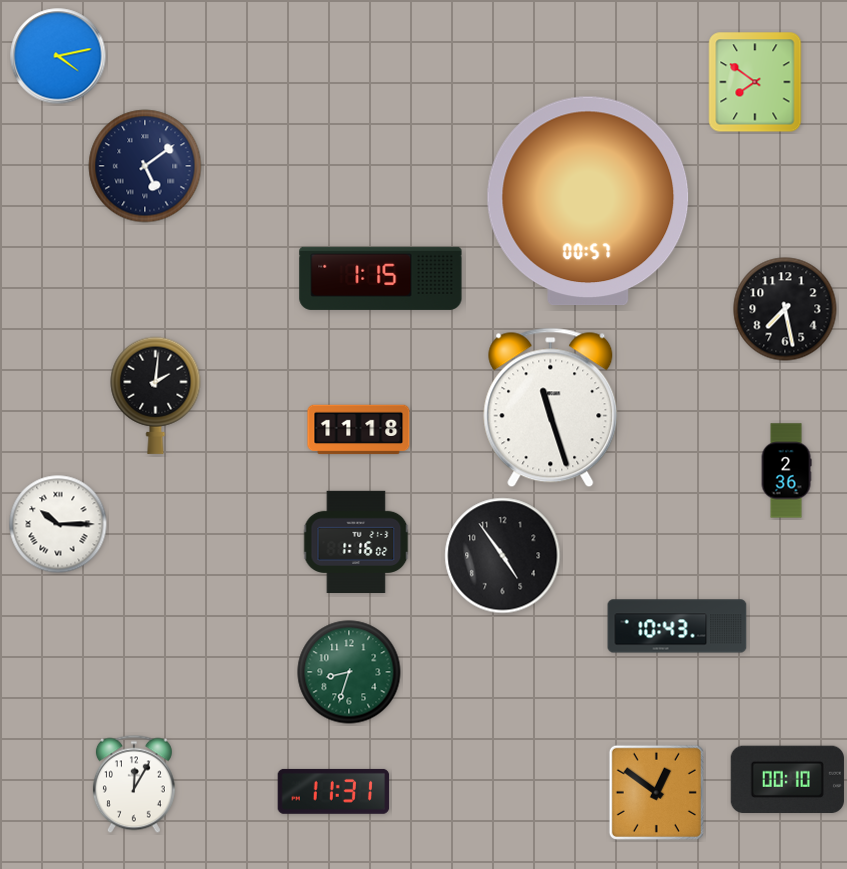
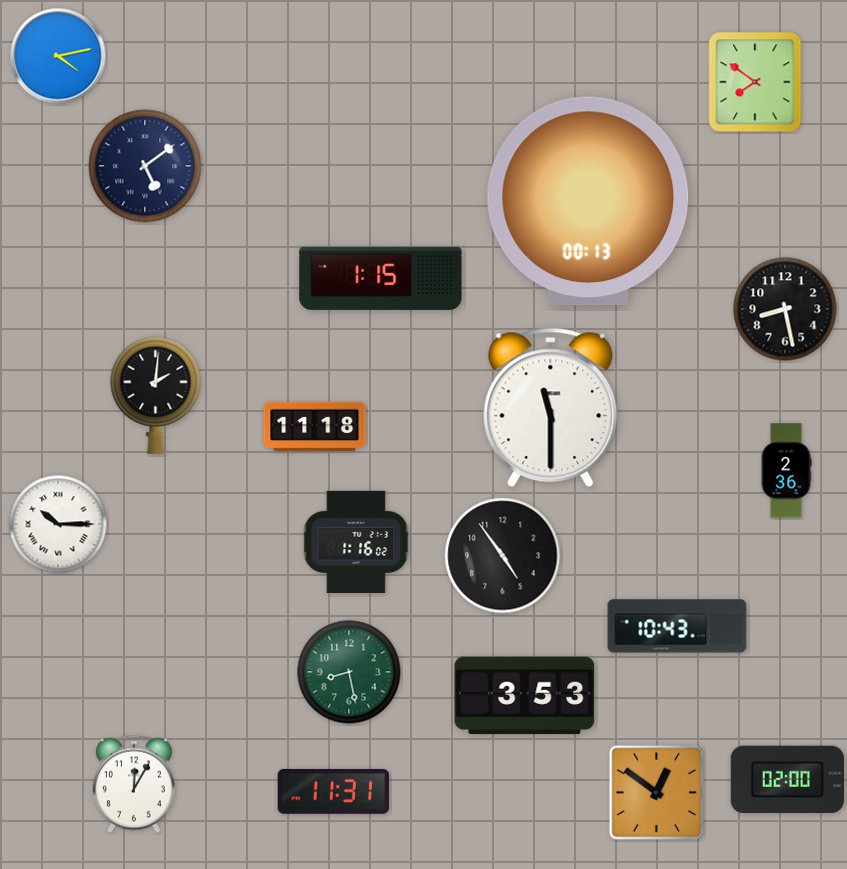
clock at (588, 201): 00:57 -> 00:13
clock at (785, 309): 7:28 -> 8:28
clock at (551, 408): 11:27 -> 11:30
clock at (359, 430) position: (359, 430) -> (315, 427)
clock at (349, 672): 8:33 -> 8:28
clock at (525, 696): none -> 3:53
clock at (787, 779): 00:10 -> 02:00
